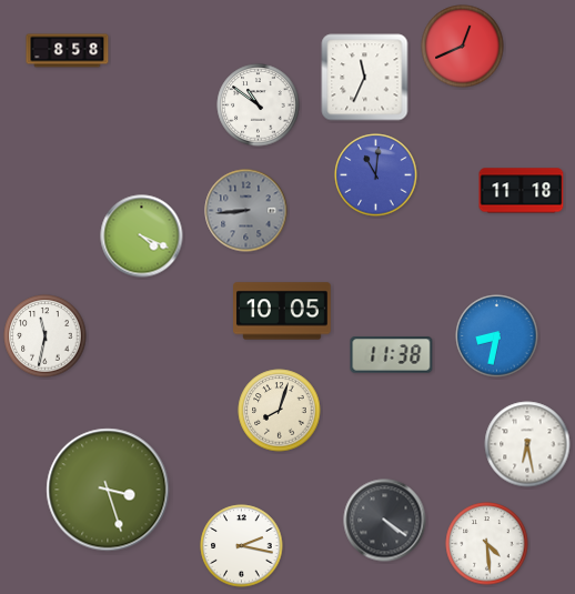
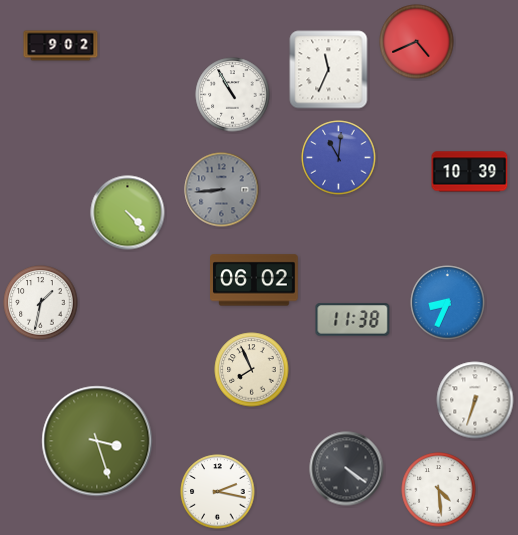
clock at (463, 47): 12:41 -> 4:41
clock at (68, 51): 8:58 -> 9:02
clock at (259, 105): 10:51 -> 10:55
clock at (522, 191): 11:18 -> 10:39
clock at (142, 236): 4:19 -> 4:23
clock at (282, 311): 10:05 -> 06:02
clock at (46, 336): 11:32 -> 1:32
clock at (497, 336): 8:32 -> 8:34
clock at (280, 411): 8:03 -> 7:56
clock at (527, 444): 6:28 -> 6:33
